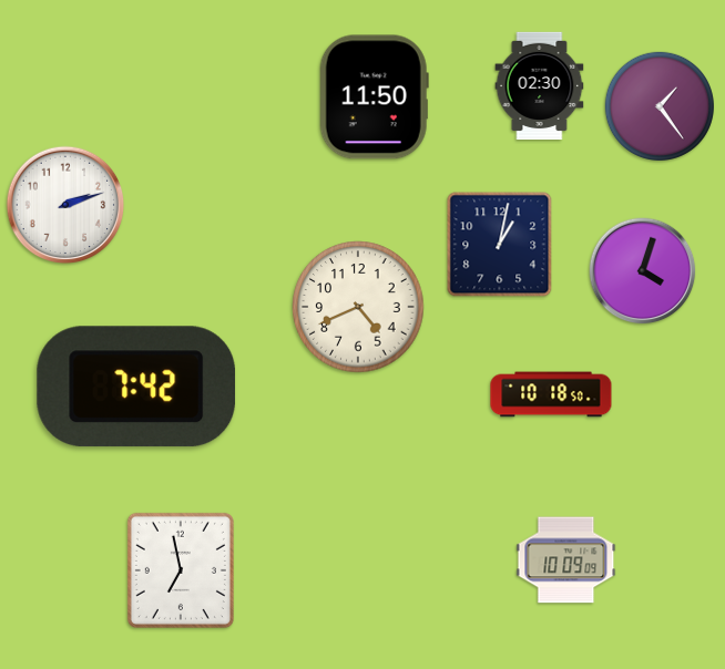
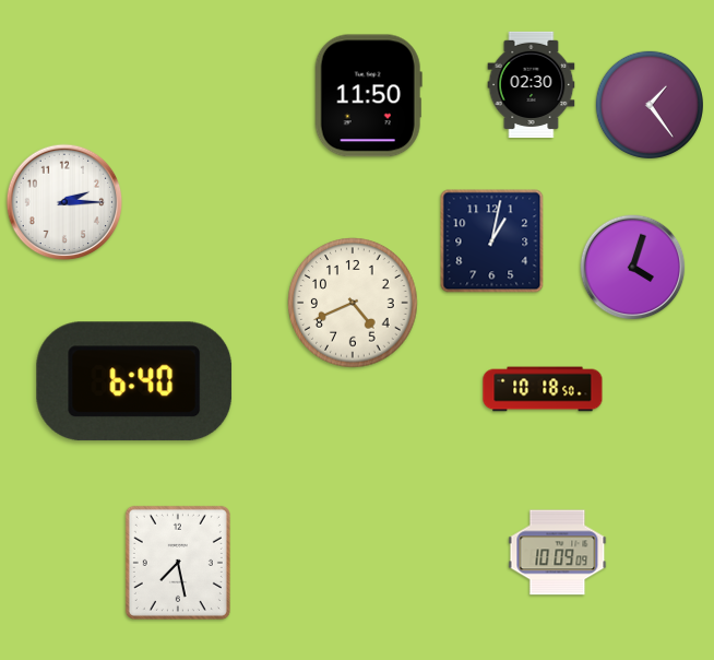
clock at (65, 205): 2:12 -> 2:15
clock at (136, 387): 7:42 -> 6:40
clock at (181, 570): 6:58 -> 7:28
